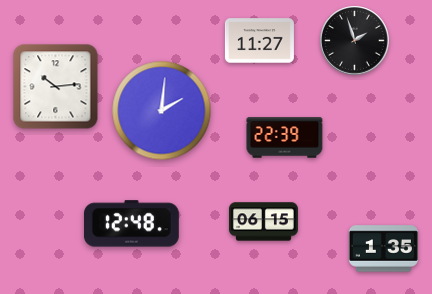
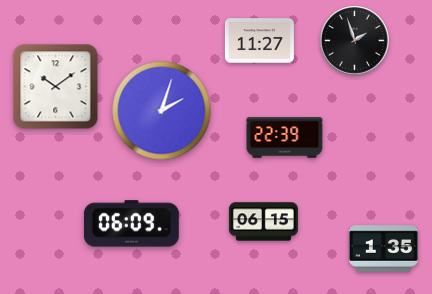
clock at (56, 87): 10:14 -> 10:09
clock at (162, 111): 2:01 -> 2:03
clock at (131, 224): 12:48 -> 06:09
